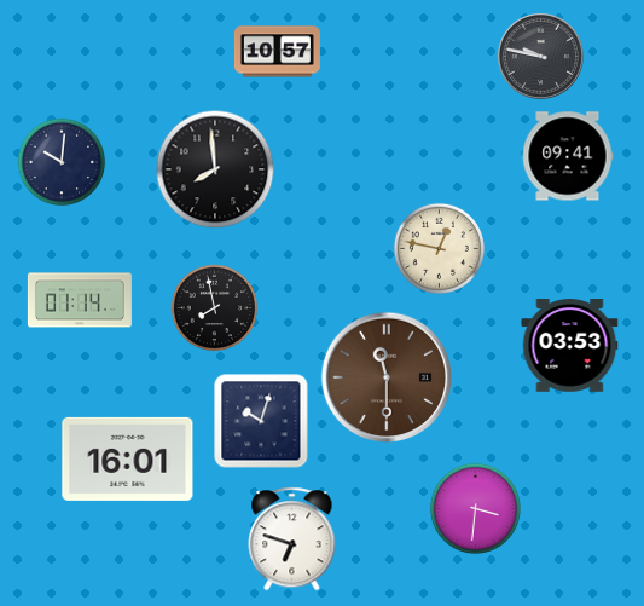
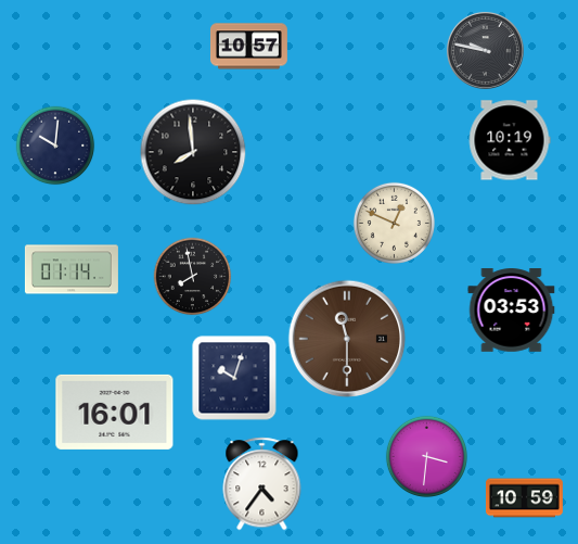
clock at (568, 156): 09:41 -> 10:19
clock at (439, 248): 12:47 -> 12:49
clock at (292, 539): 6:48 -> 4:36
clock at (524, 498): none -> 10:59
